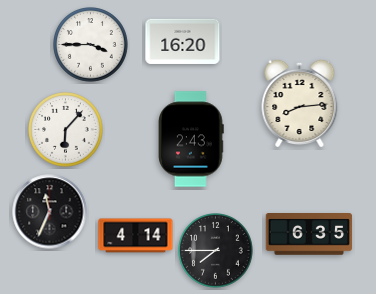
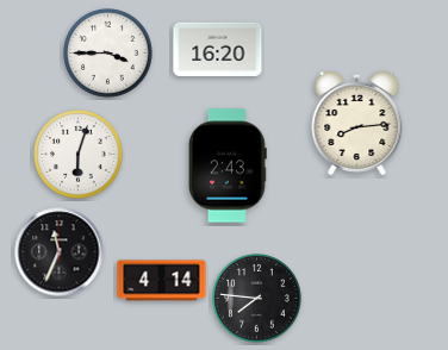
clock at (66, 130): 6:07 -> 6:03
clock at (309, 234): 6:35 -> none
clock at (216, 251): 7:45 -> 7:46
